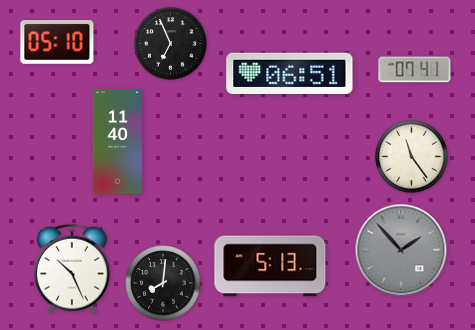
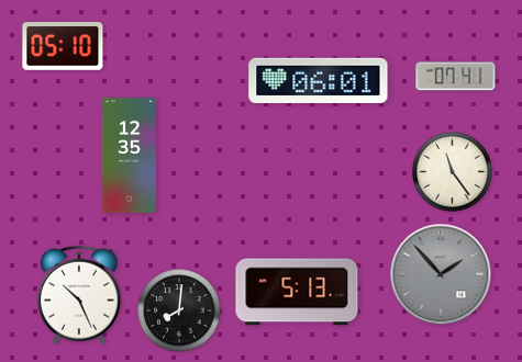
clock at (171, 44): 6:56 -> none
clock at (290, 73): 06:51 -> 06:01
clock at (117, 142): 11:40 -> 12:35
